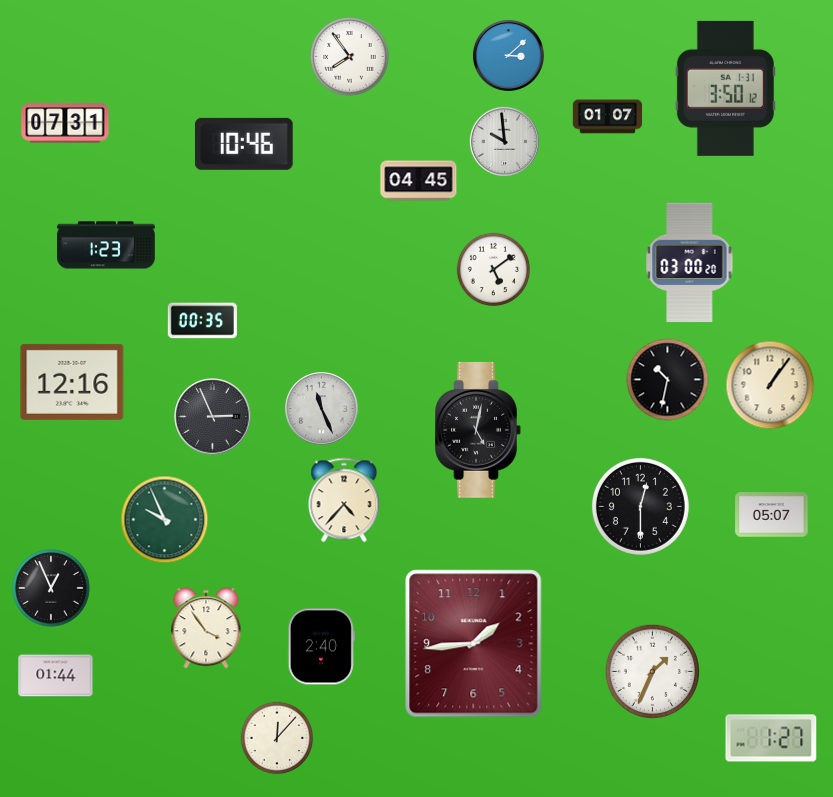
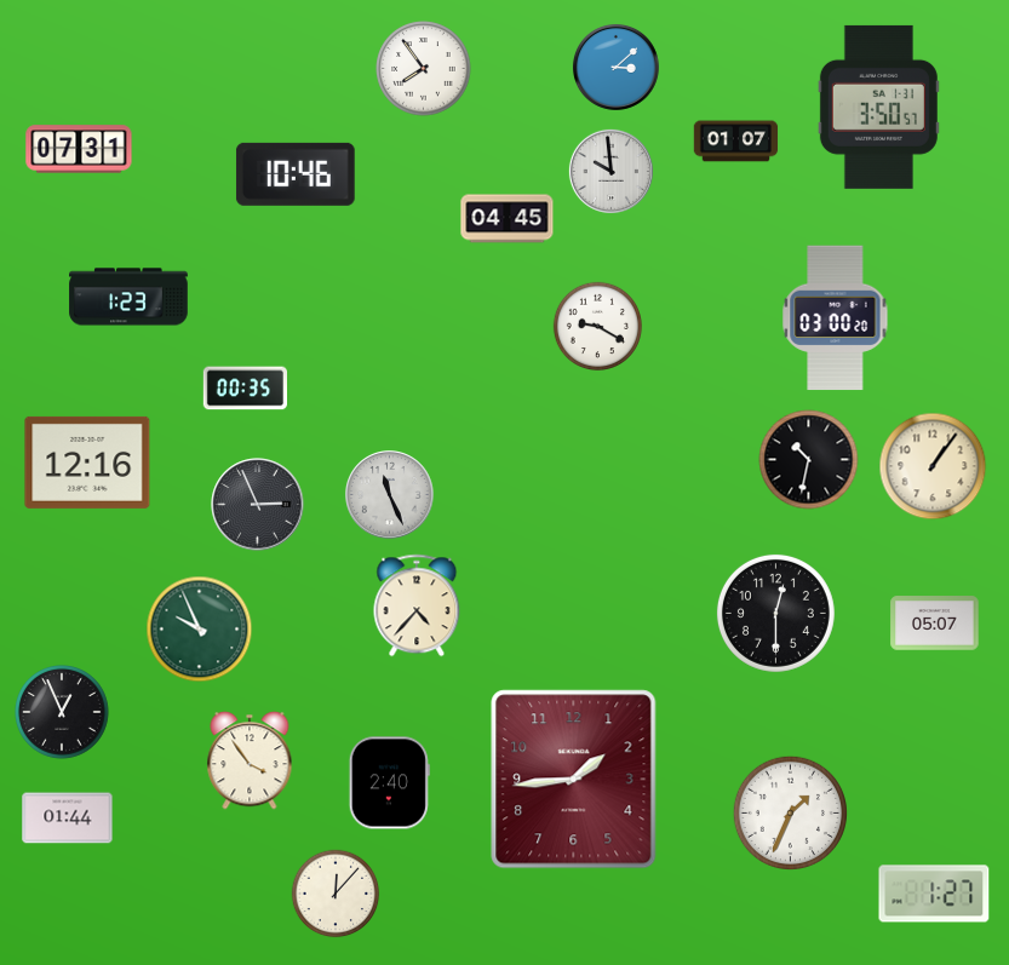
clock at (725, 88): 3:50:12 -> 3:50:57
clock at (493, 269): 5:09 -> 9:20
clock at (478, 430): 5:02 -> none
